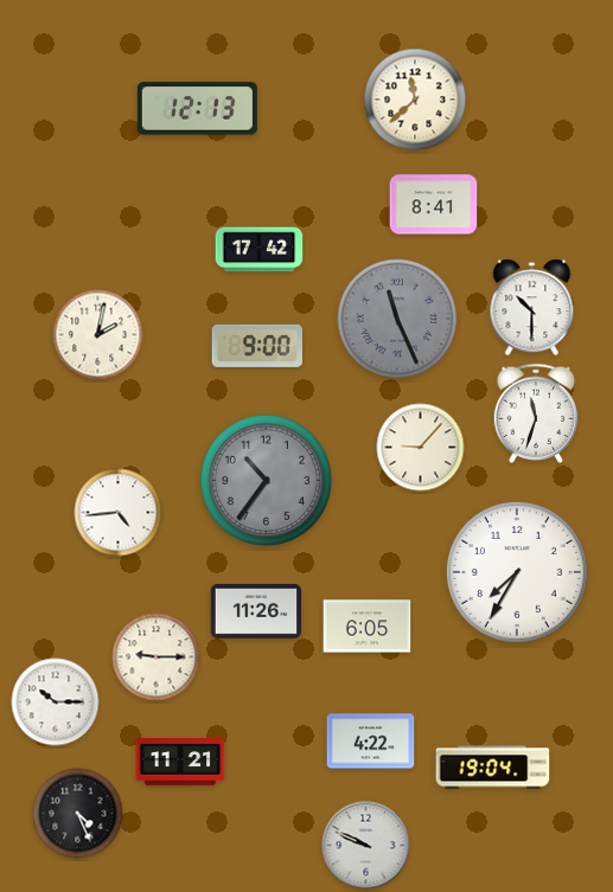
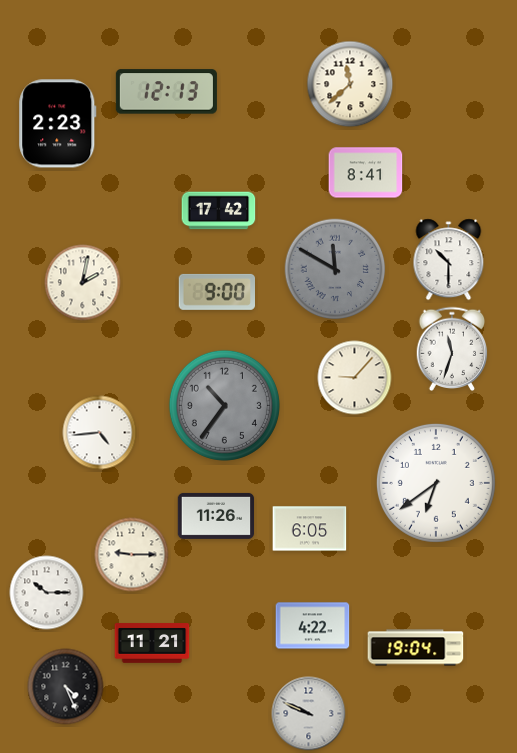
clock at (58, 124): none -> 2:23
clock at (397, 319): 11:26 -> 11:50
clock at (517, 572): 7:35 -> 6:39
